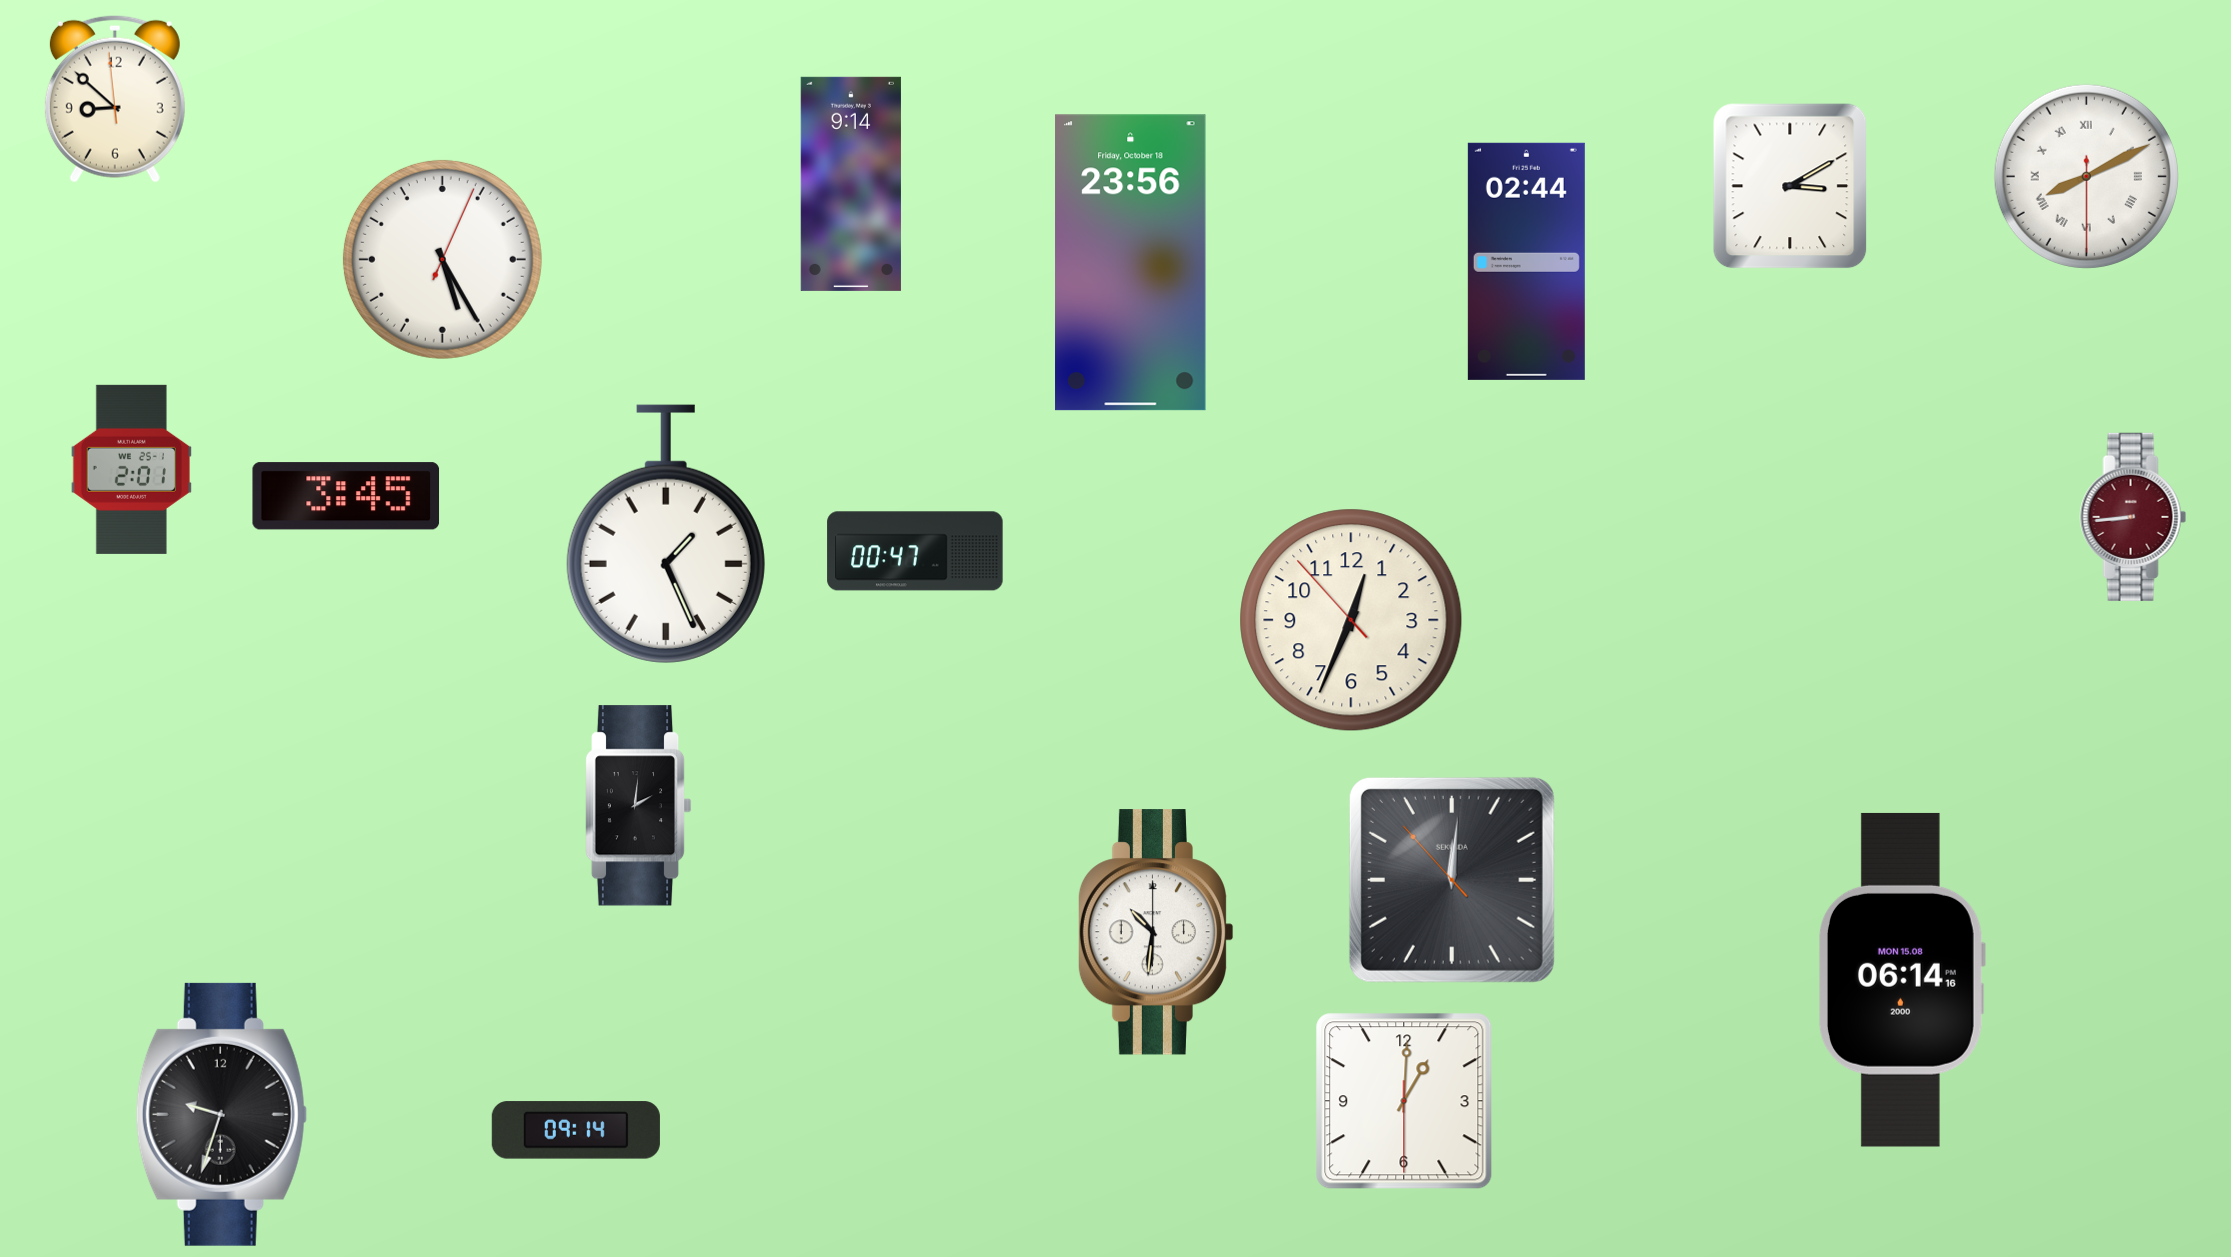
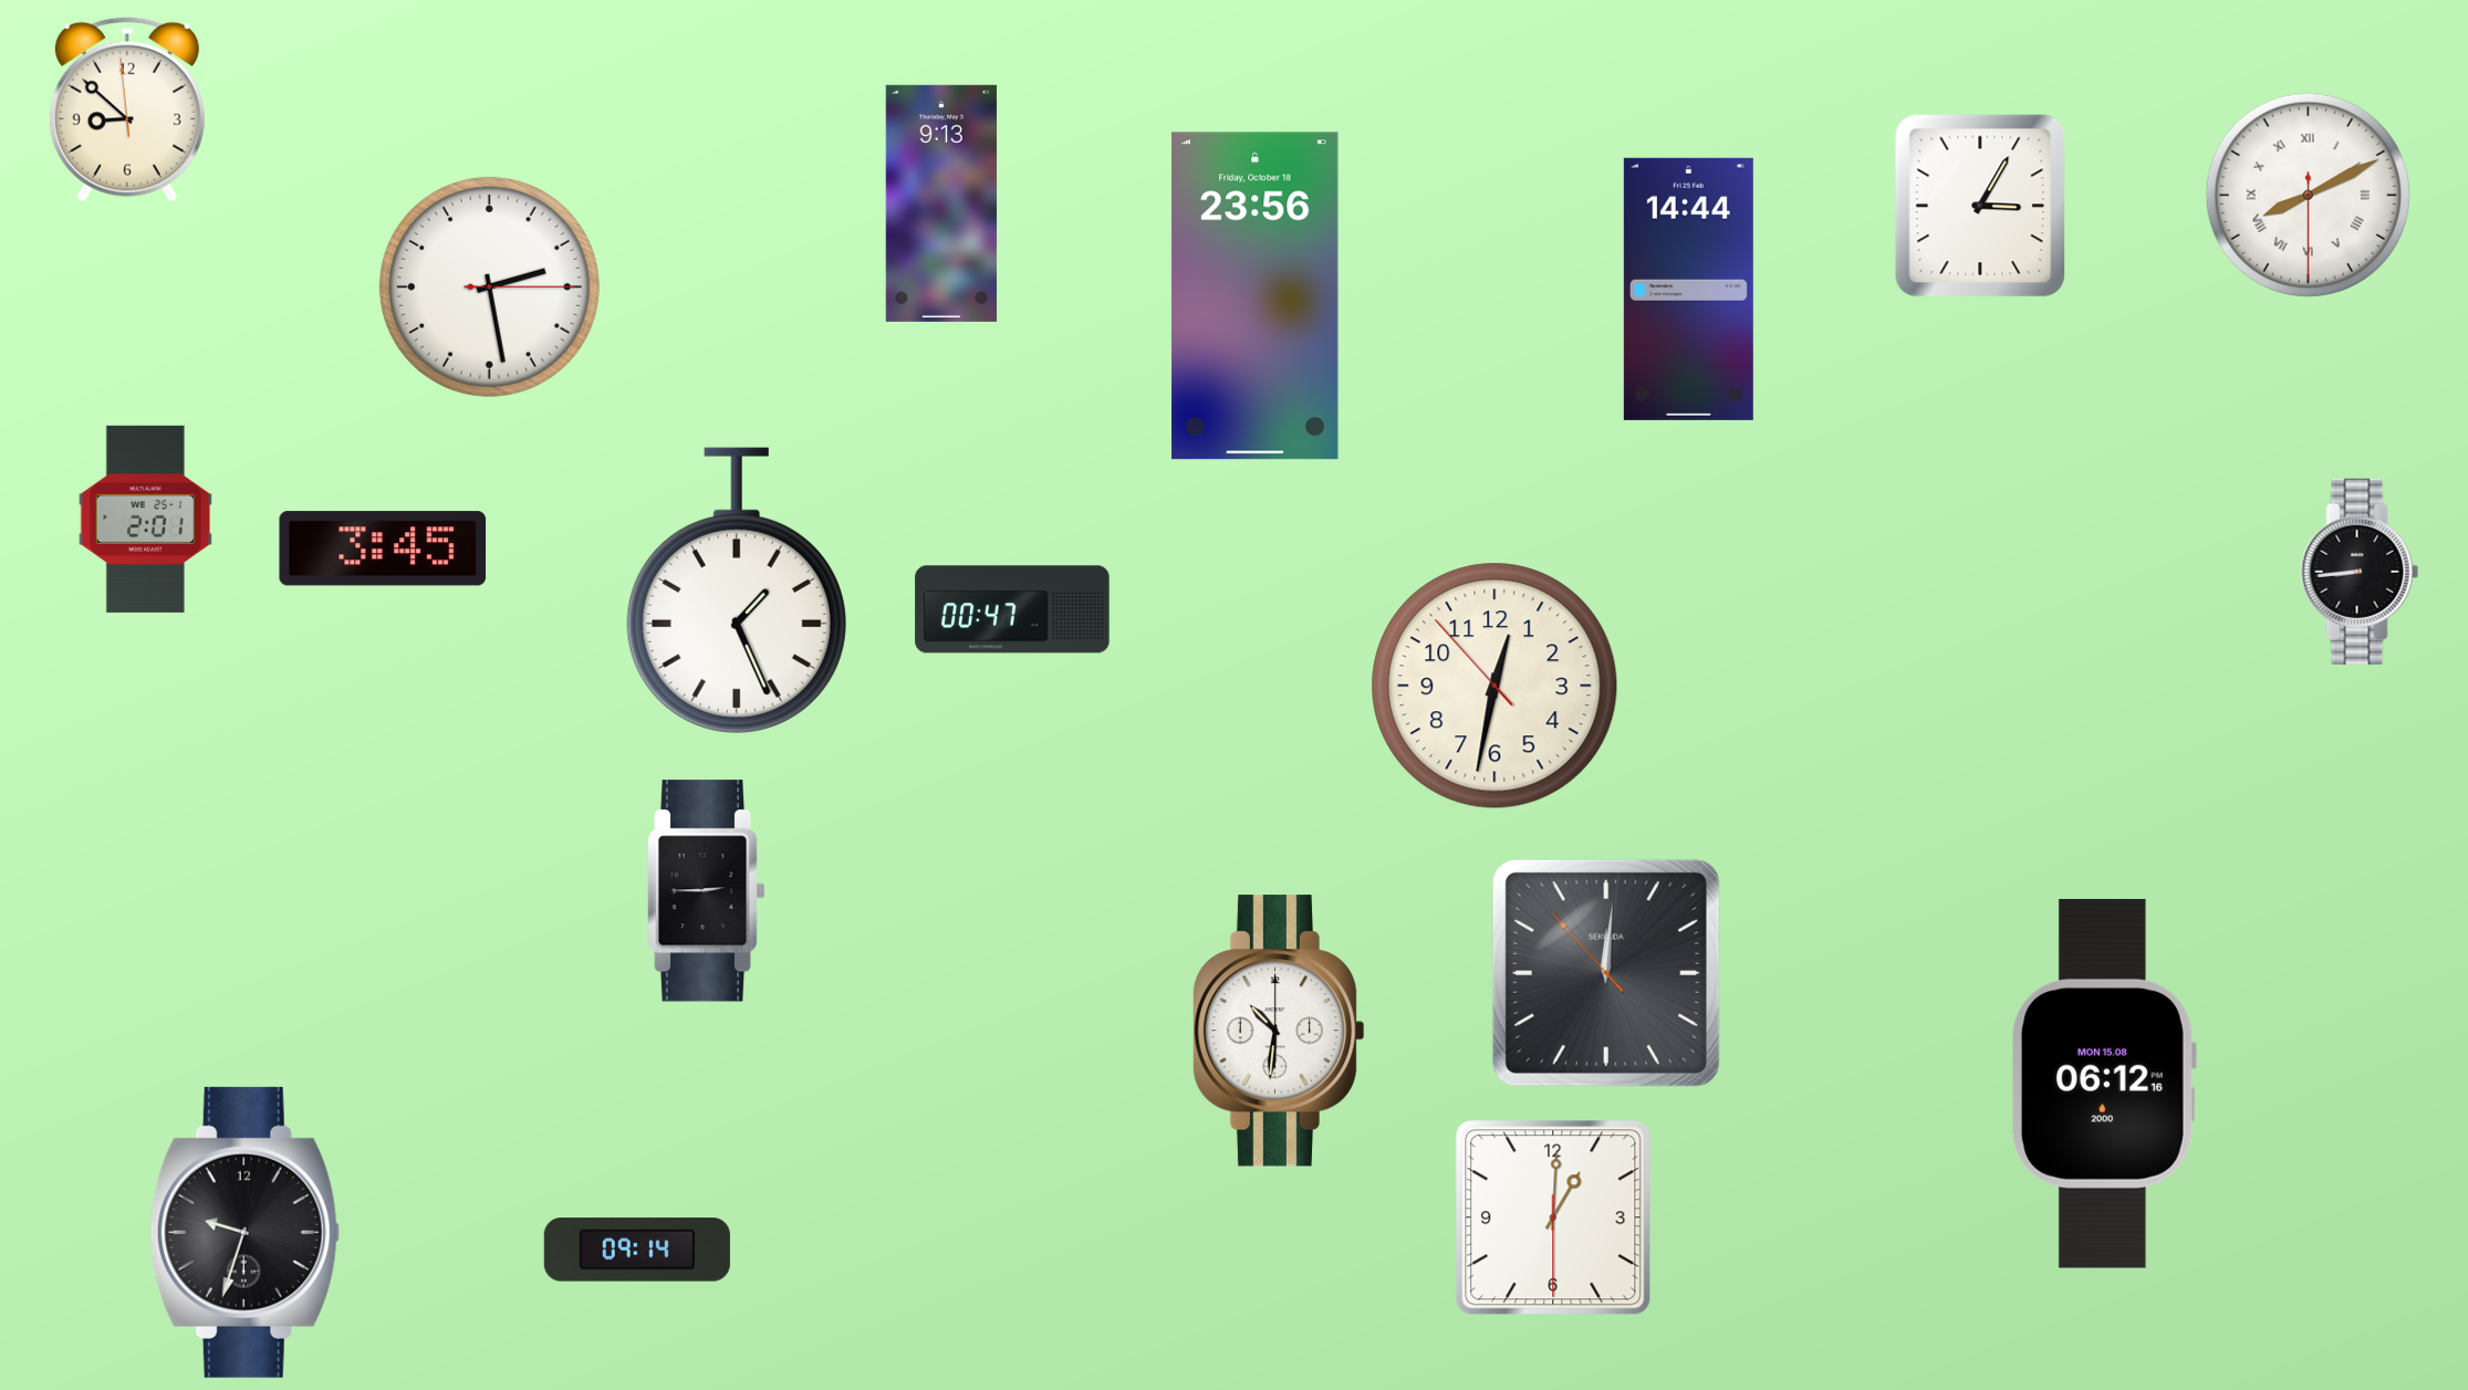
clock at (851, 184): 9:14 -> 9:13
clock at (1790, 186): 3:10 -> 3:05
clock at (442, 259): 5:25 -> 2:28
clock at (1526, 261): 02:44 -> 14:44
clock at (1131, 263) position: (1131, 263) -> (1256, 296)
clock at (2133, 517) dial: burgundy -> black
clock at (1351, 620): 12:33 -> 12:31
clock at (638, 806): 2:01 -> 2:45
clock at (1901, 980): 06:14 -> 06:12
